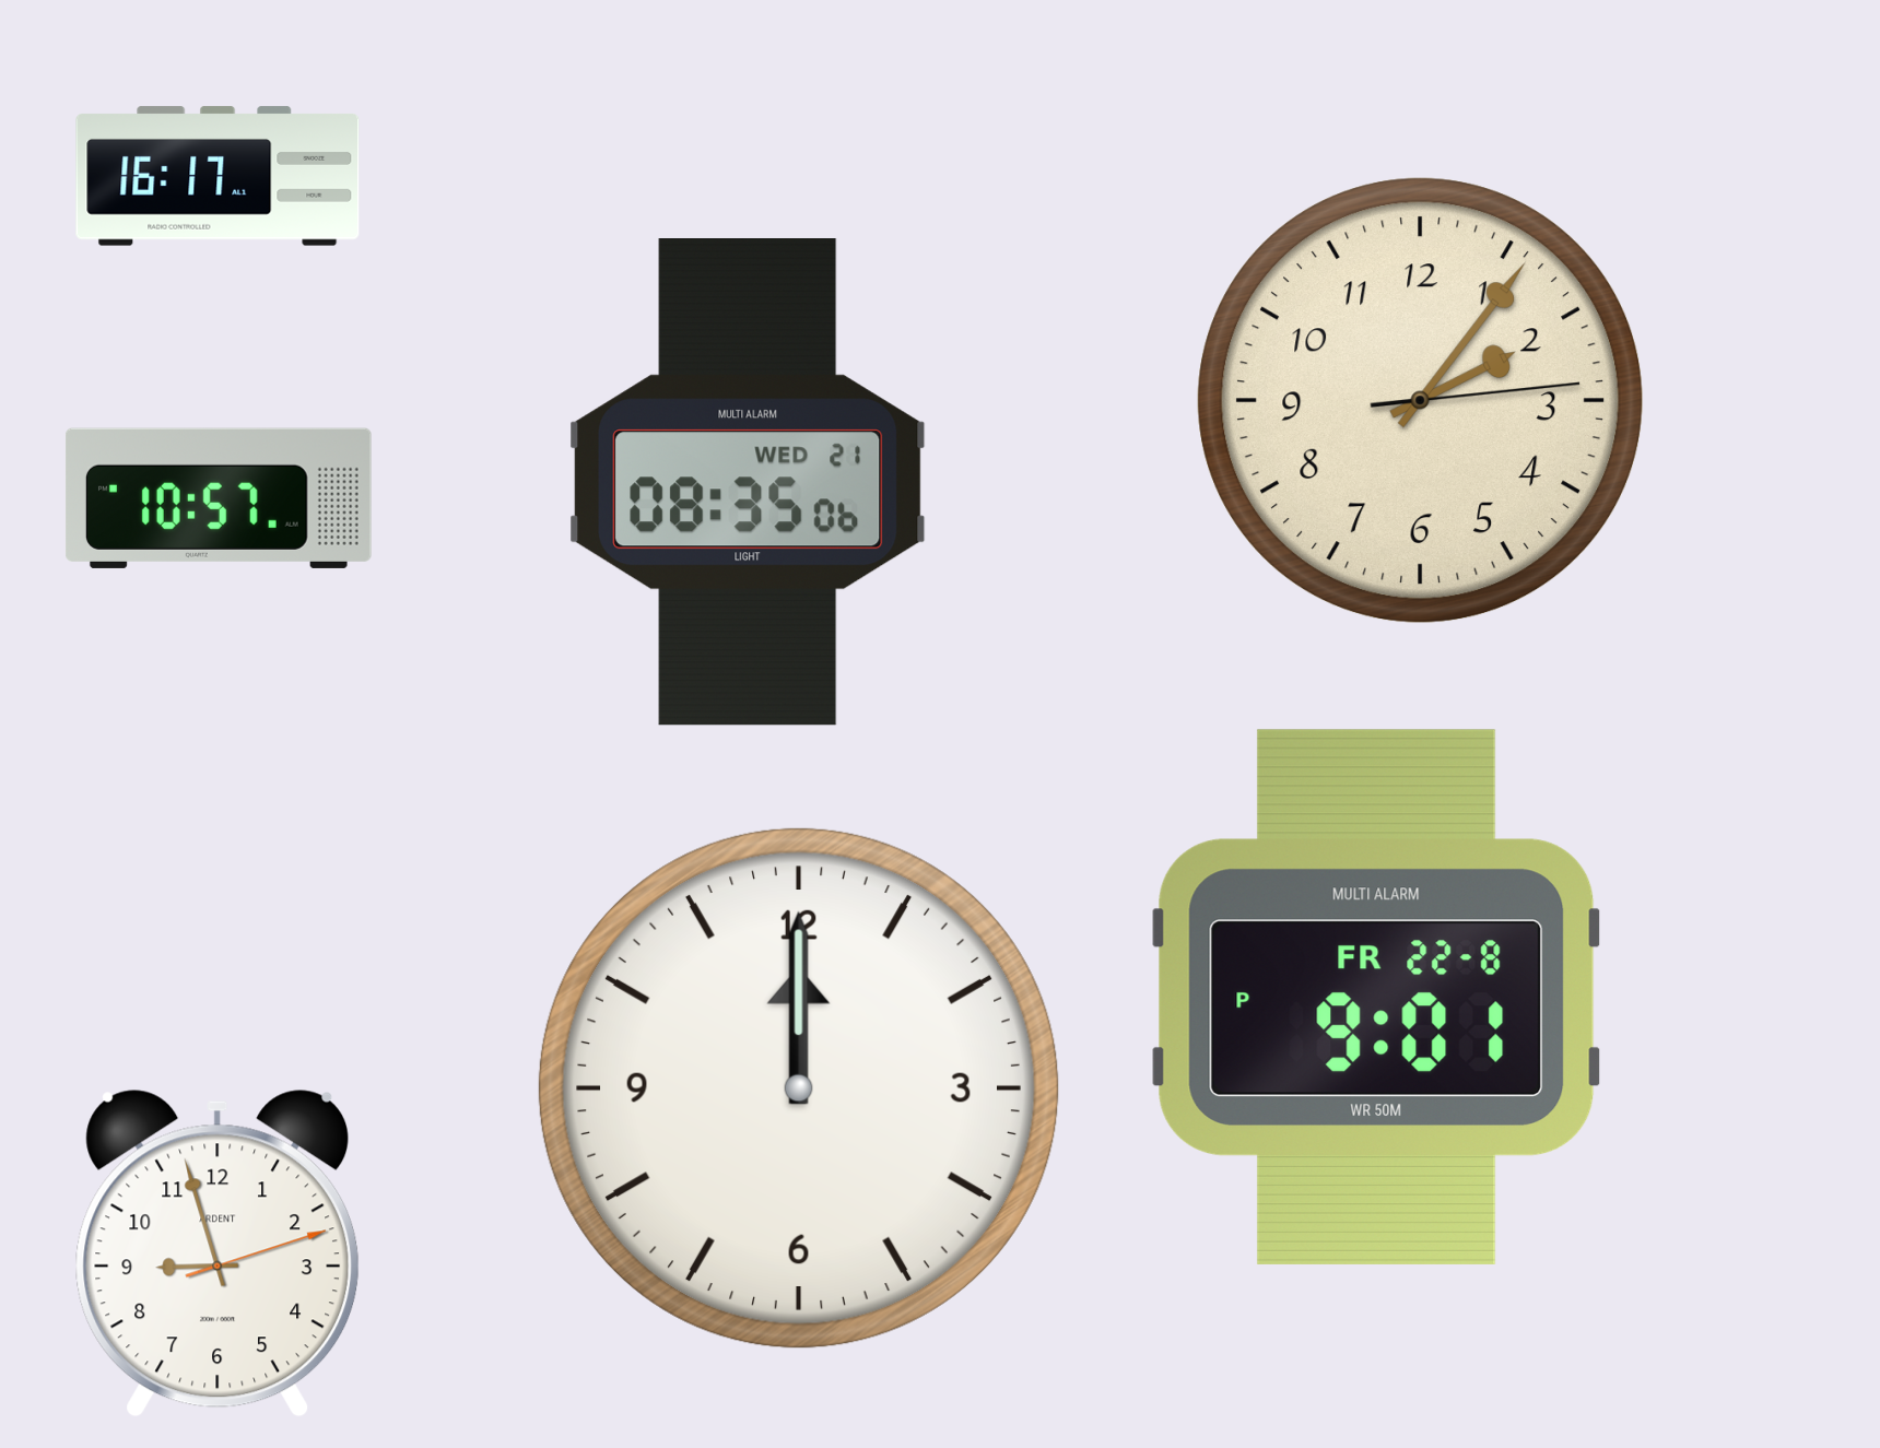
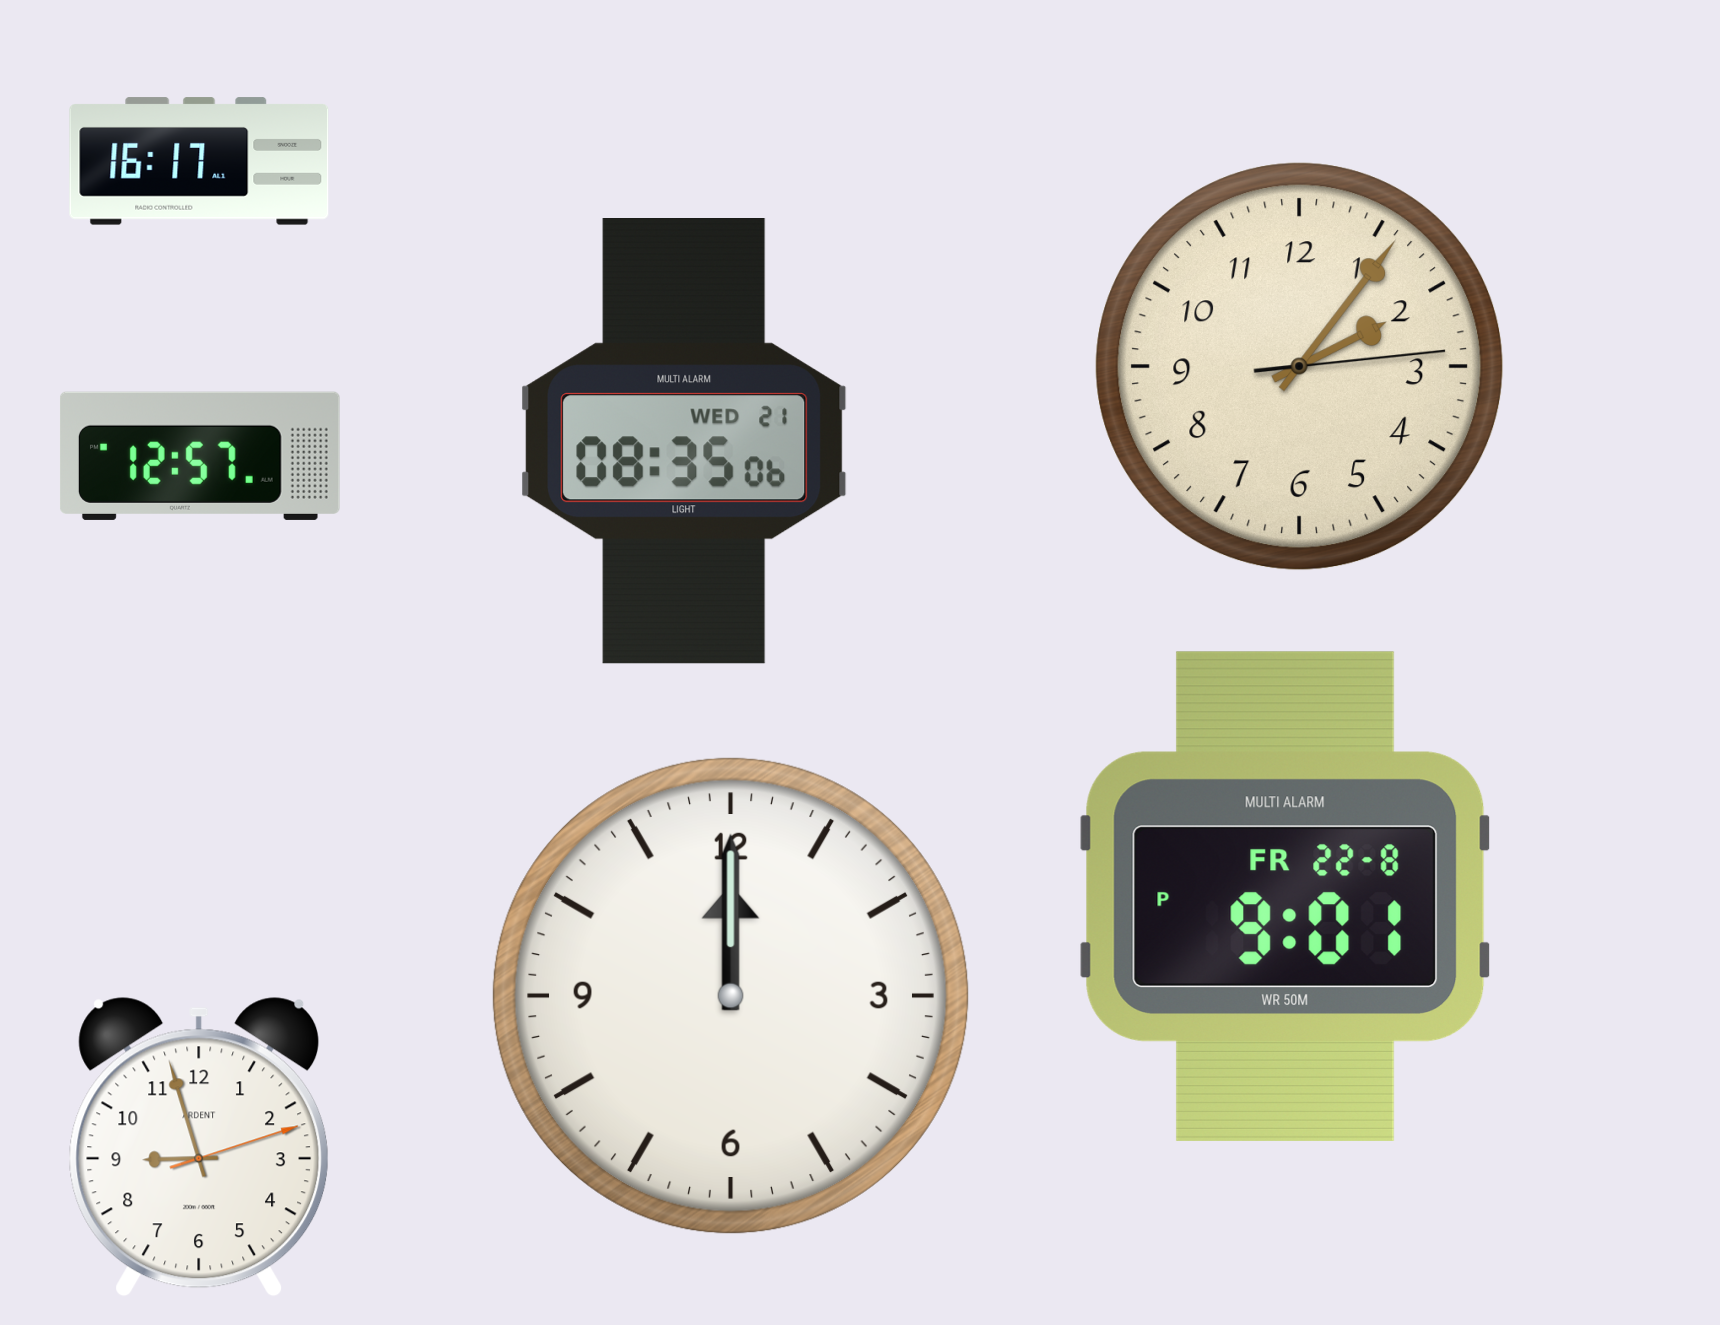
clock at (219, 498): 10:57 -> 12:57
clock at (1377, 997) position: (1377, 997) -> (1286, 896)
